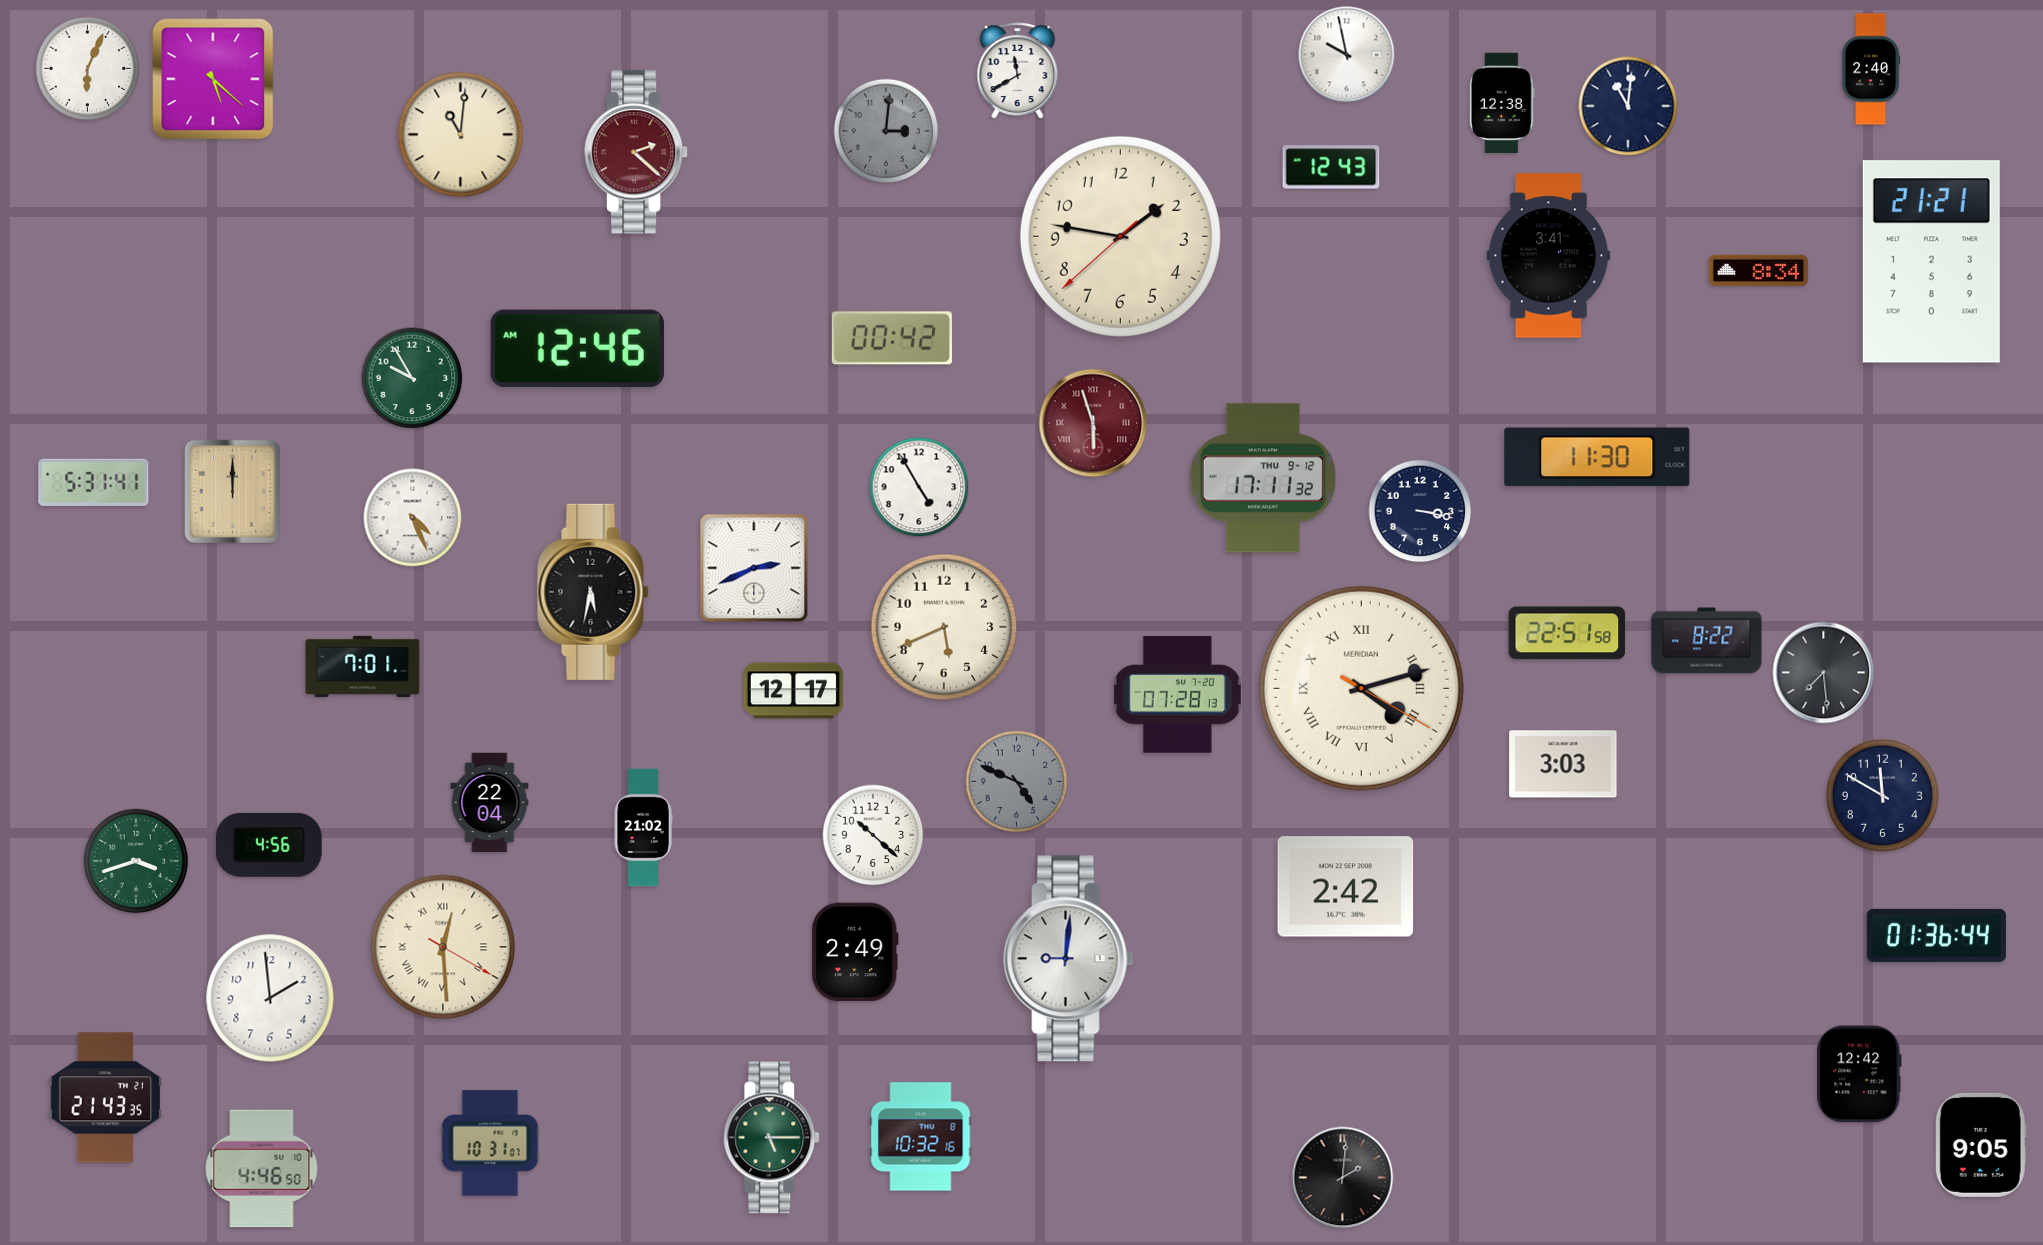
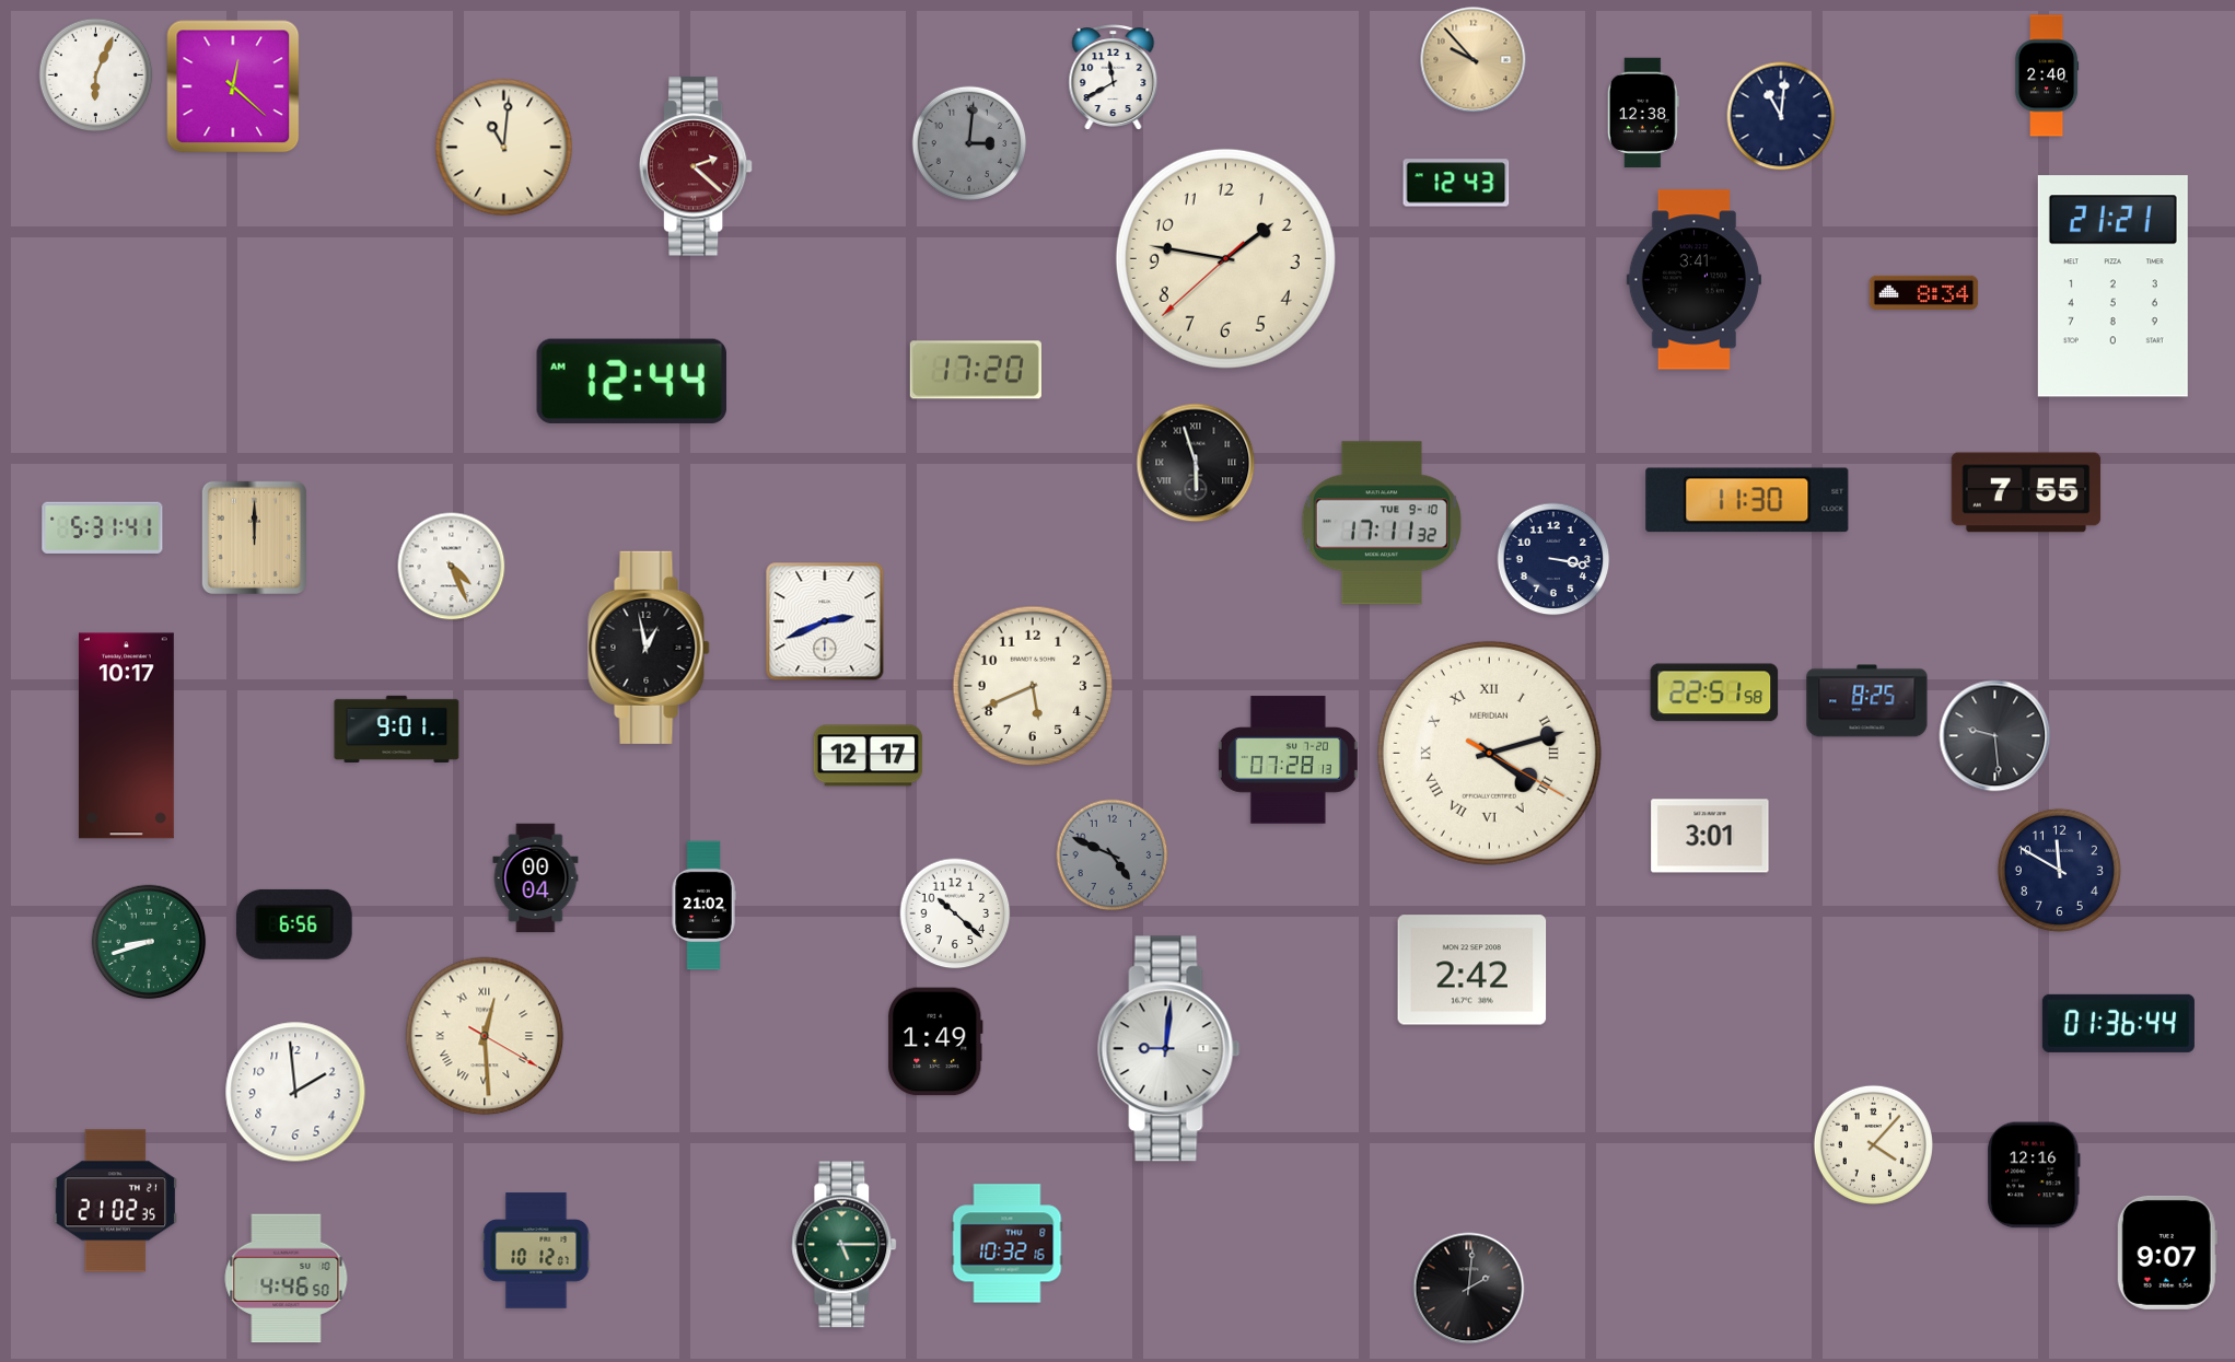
clock at (1347, 55): 9:58 -> 9:53
clock at (1347, 55) dial: white -> champagne
clock at (213, 79): 5:22 -> 12:22
clock at (1759, 270) position: (1759, 270) -> (1924, 292)
clock at (892, 338): 00:42 -> 17:20
clock at (577, 348): 12:46 -> 12:44
clock at (412, 378): 9:55 -> none
clock at (1093, 423) dial: burgundy -> black
clock at (2026, 492): none -> 7:55
clock at (1263, 478) date: THU 9-12 -> TUE 9-10
clock at (919, 487): 4:55 -> none
clock at (593, 592): 5:32 -> 12:58
clock at (1707, 641): 8:22 -> 8:25
clock at (363, 666): 7:01 -> 9:01
clock at (126, 736): none -> 10:17
clock at (1824, 673): 7:29 -> 9:29
clock at (1563, 764): 3:03 -> 3:01
clock at (490, 803): 22:04 -> 00:04
clock at (269, 845): 4:56 -> 6:56
clock at (136, 861): 3:42 -> 8:42
clock at (855, 952): 2:49 -> 1:49
clock at (1873, 1144): none -> 4:07
clock at (1859, 1074): 12:42 -> 12:16
clock at (105, 1098): 21:43 -> 21:02
clock at (490, 1143): 10:31 -> 10:12
clock at (1981, 1145): 9:05 -> 9:07
